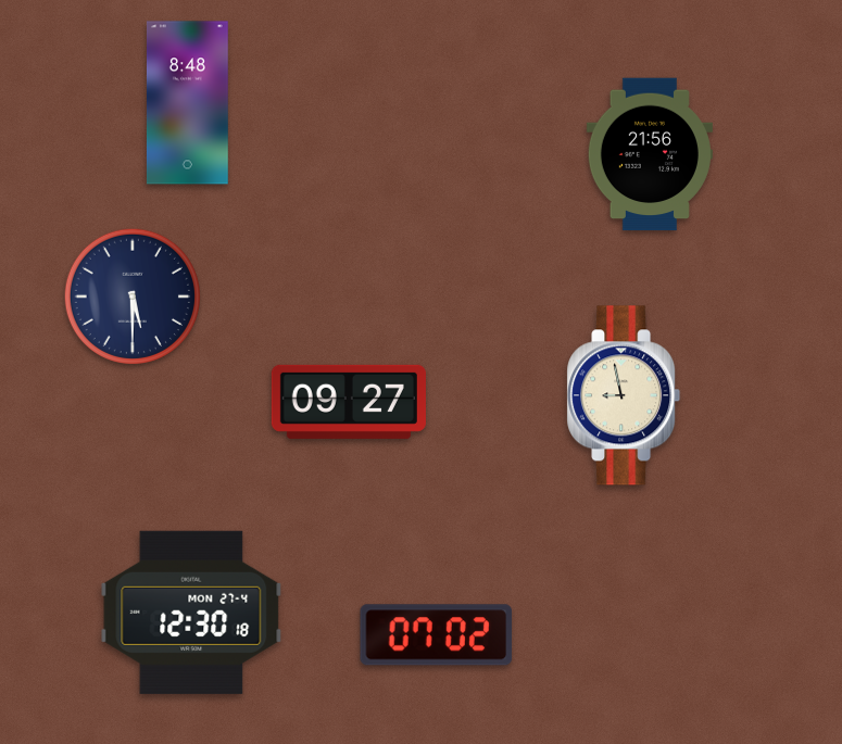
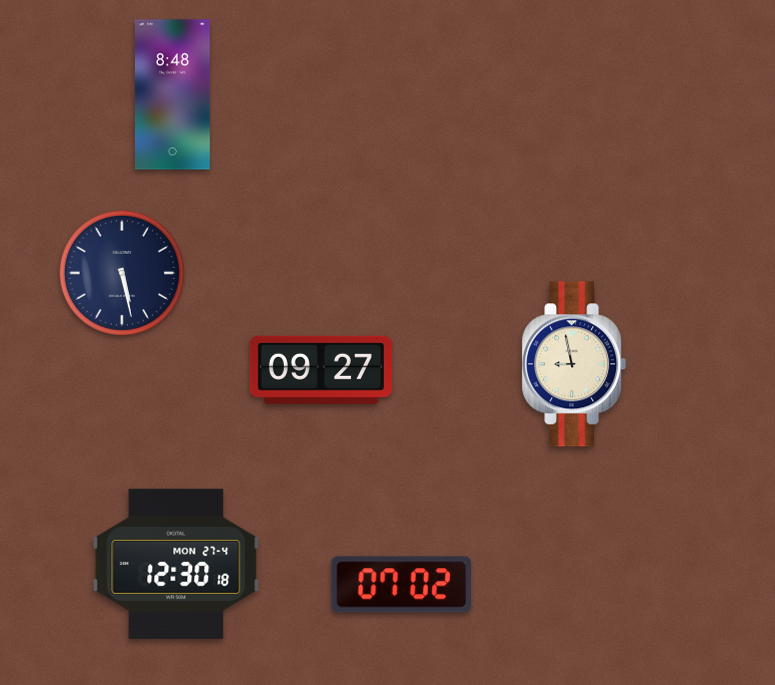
clock at (650, 154): 21:56 -> none
clock at (133, 297): 5:30 -> 5:28
